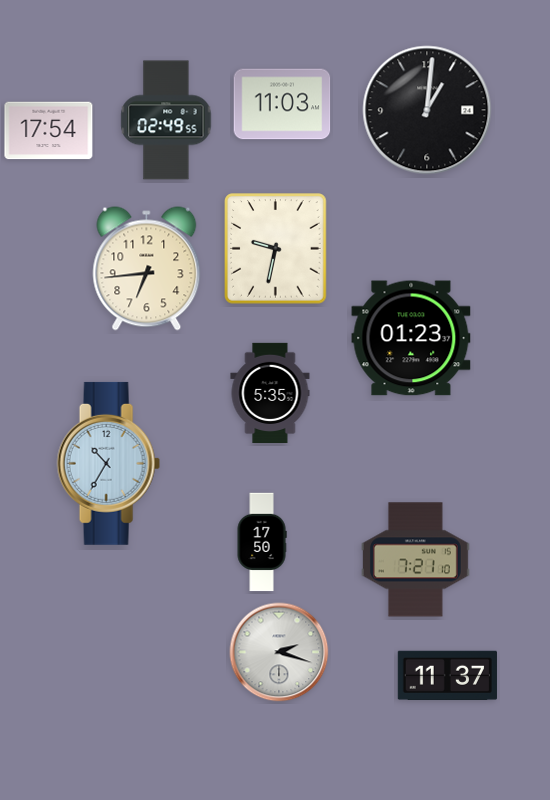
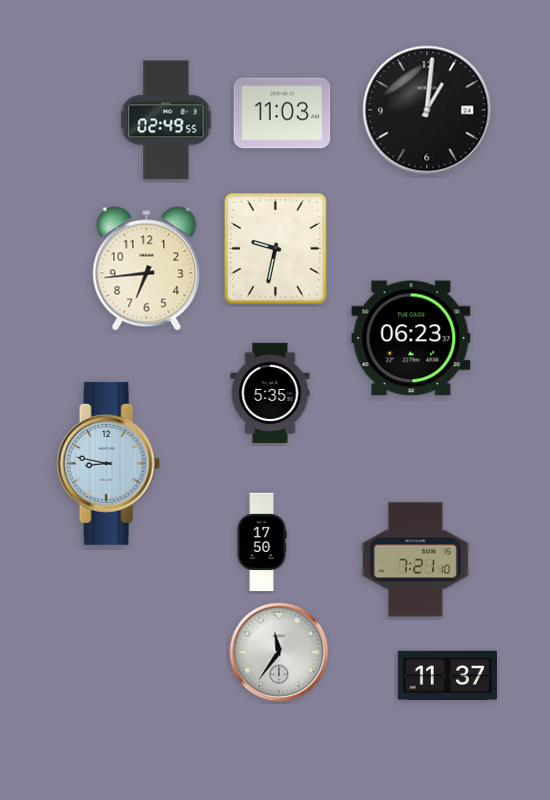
clock at (282, 104) position: (282, 104) -> (282, 113)
clock at (49, 131): 17:54 -> none
clock at (411, 338): 01:23 -> 06:23
clock at (108, 463): 10:35 -> 8:47
clock at (279, 652): 2:18 -> 11:36
